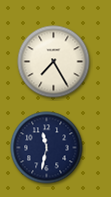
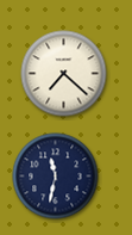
clock at (54, 62): 7:25 -> 7:22
